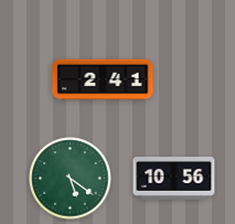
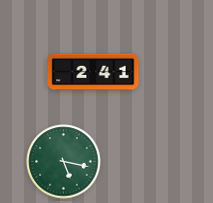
clock at (71, 179): 5:21 -> 5:17
clock at (174, 179): 10:56 -> none
